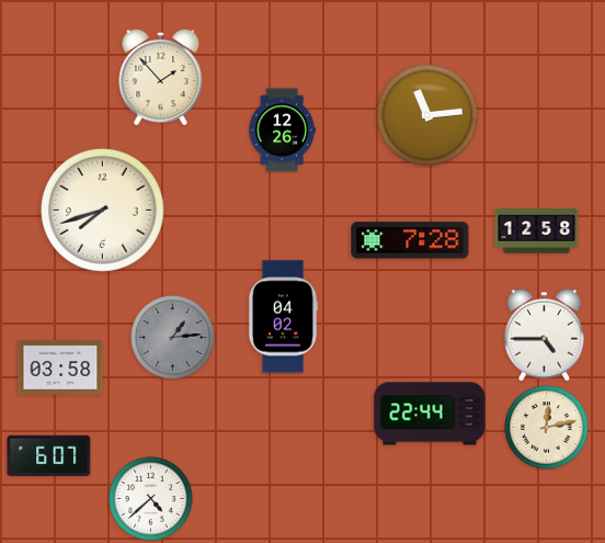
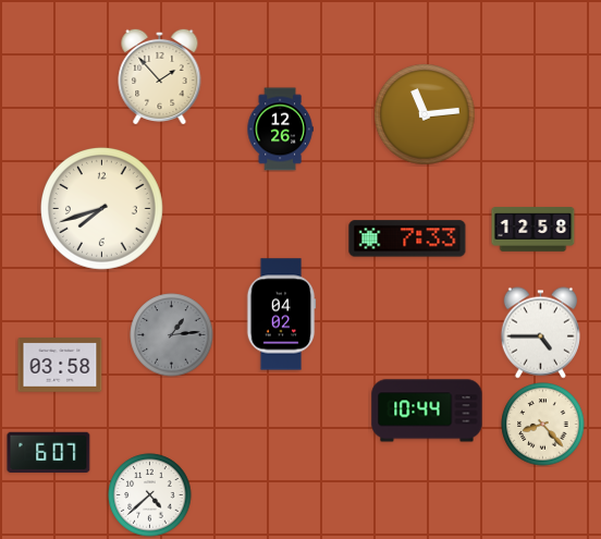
clock at (410, 240): 7:28 -> 7:33
clock at (430, 414): 22:44 -> 10:44
clock at (547, 428): 12:13 -> 8:23
